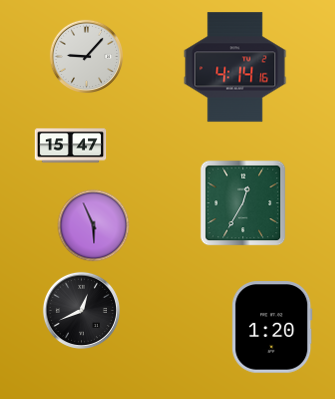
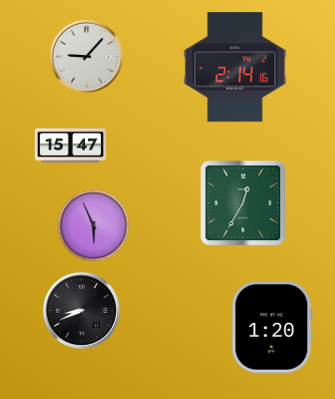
clock at (235, 67): 4:14 -> 2:14
clock at (81, 310): 12:41 -> 8:41
